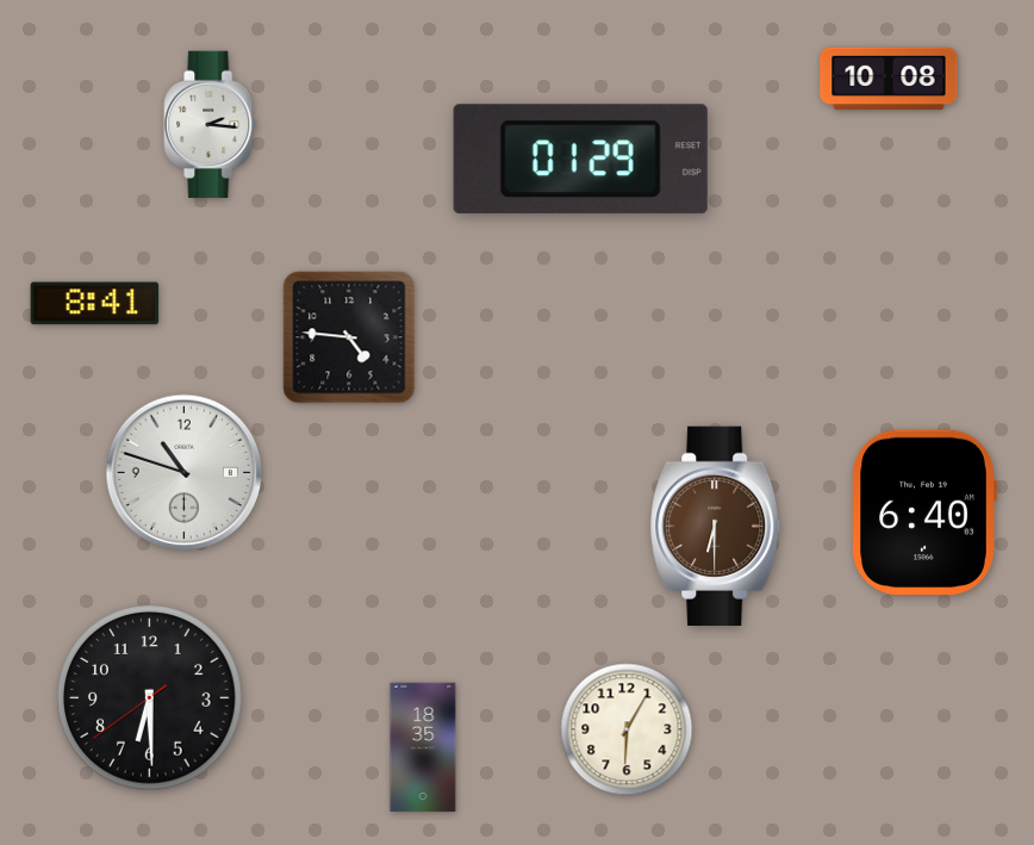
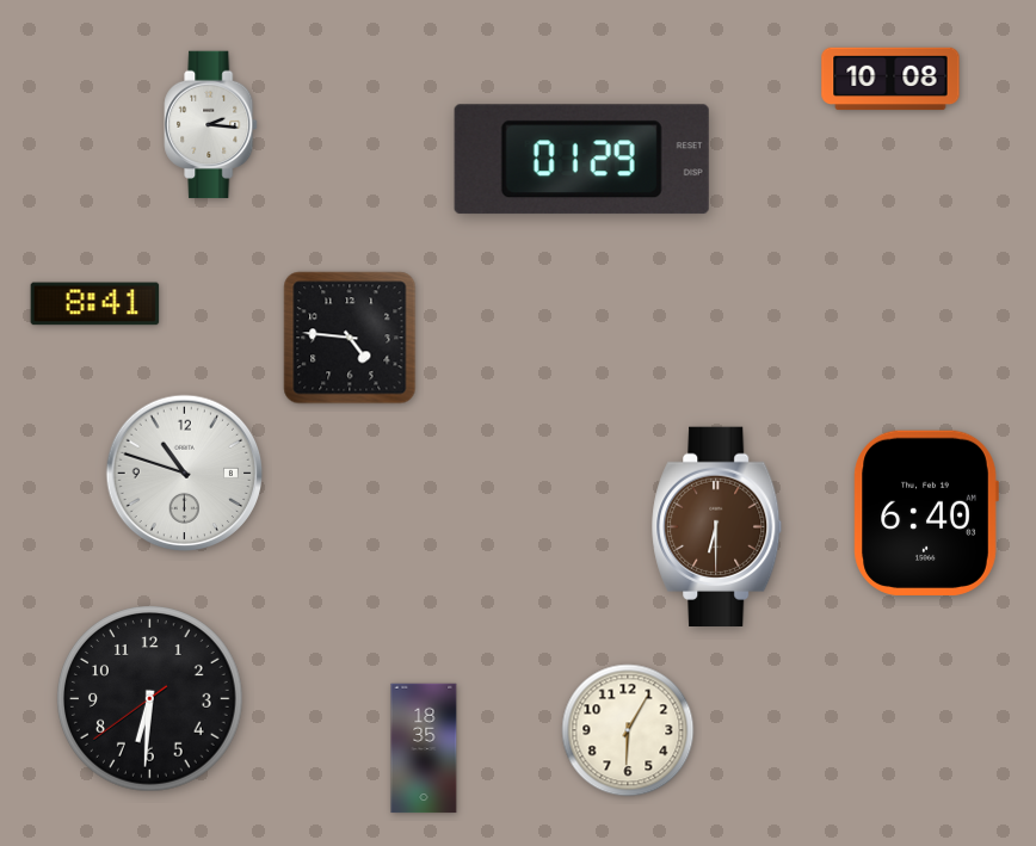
clock at (150, 698): 6:29 -> 6:30
